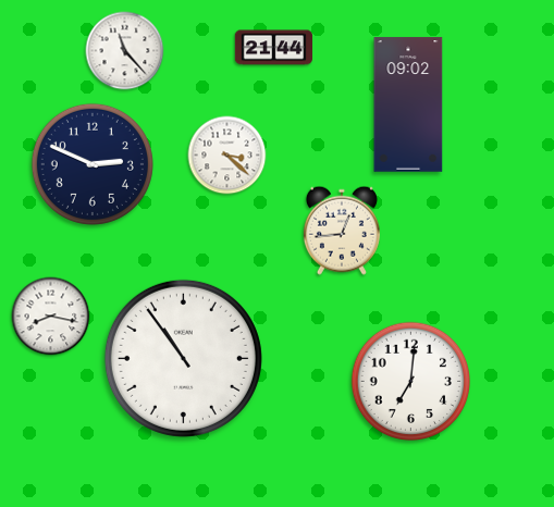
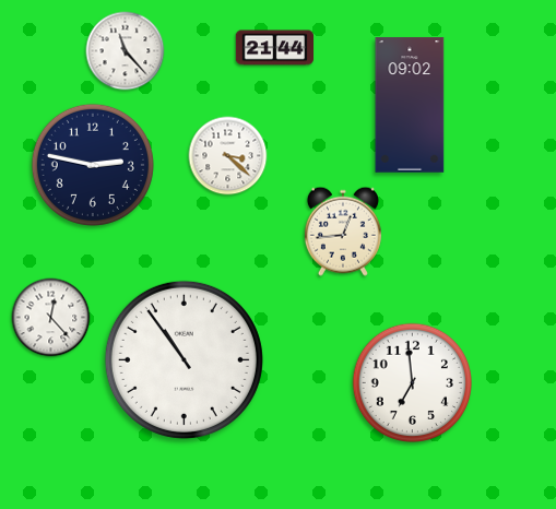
clock at (93, 164): 2:49 -> 2:47
clock at (51, 317): 8:17 -> 12:23
clock at (411, 382): 7:01 -> 6:59
